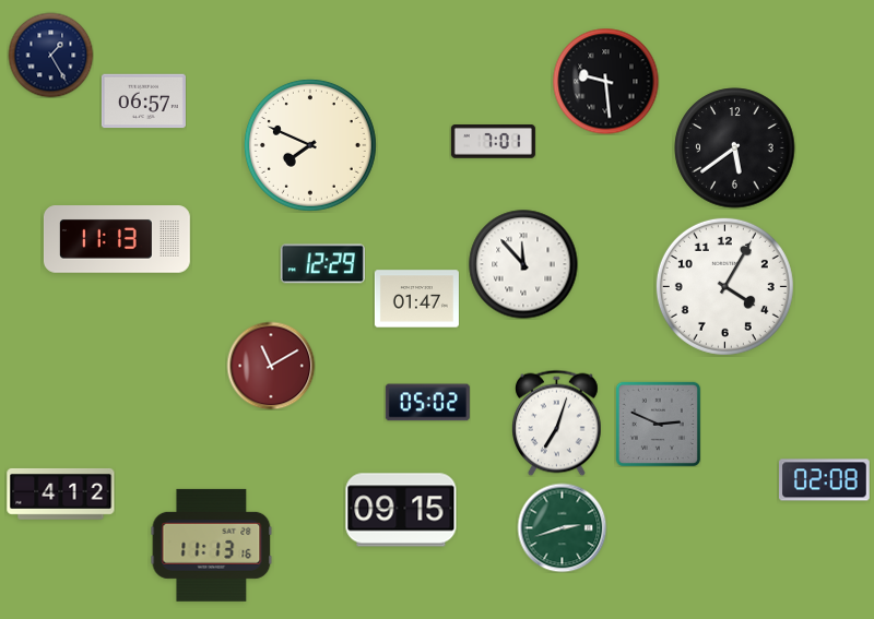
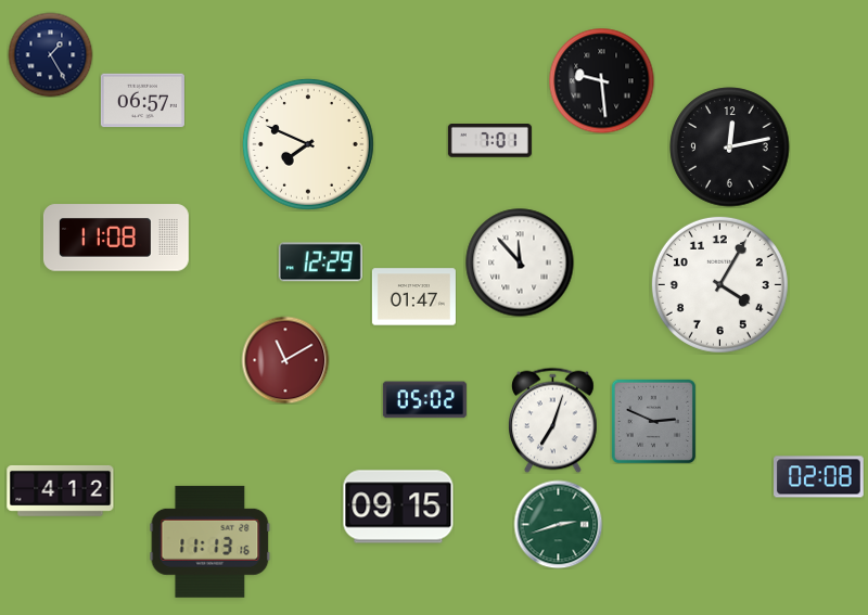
clock at (735, 148): 5:39 -> 12:13
clock at (117, 239): 11:13 -> 11:08
clock at (271, 366) position: (271, 366) -> (285, 360)
